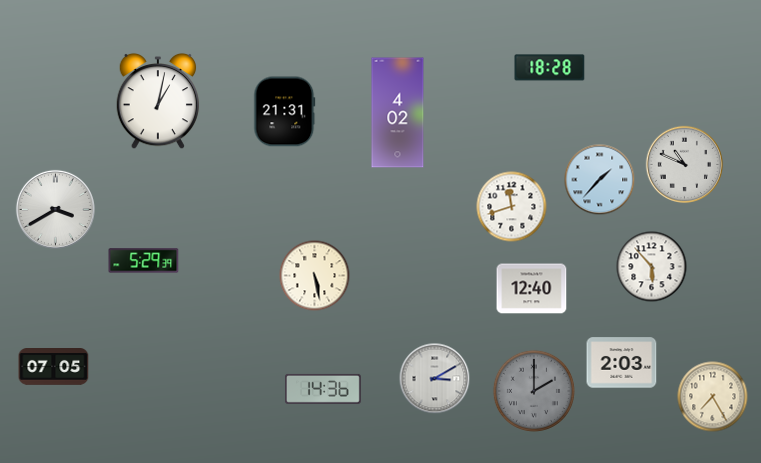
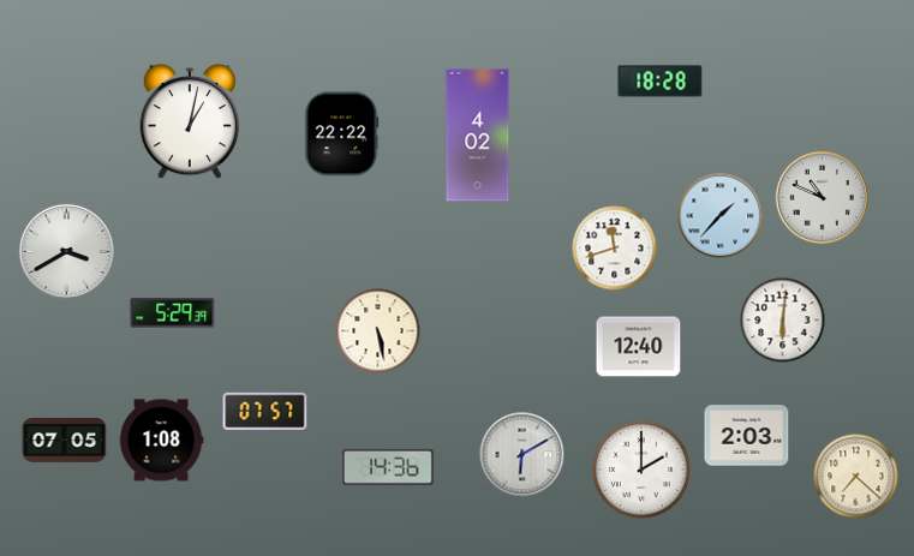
clock at (285, 112): 21:31 -> 22:22
clock at (652, 267): 5:53 -> 6:01
clock at (265, 411): none -> 07:57
clock at (161, 441): none -> 1:08
clock at (435, 379): 3:10 -> 6:10
clock at (534, 391) dial: grey -> white
clock at (713, 397): 7:25 -> 7:22
